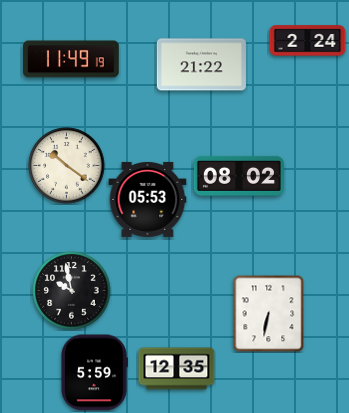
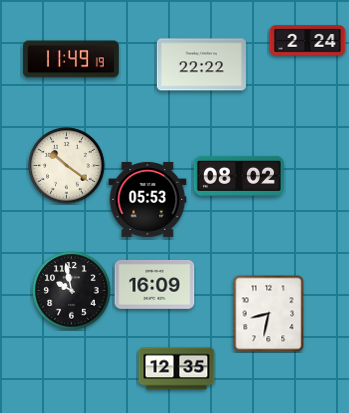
clock at (201, 65): 21:22 -> 22:22
clock at (155, 284): none -> 16:09
clock at (269, 313): 6:32 -> 8:32
clock at (94, 373): 5:59 -> none
